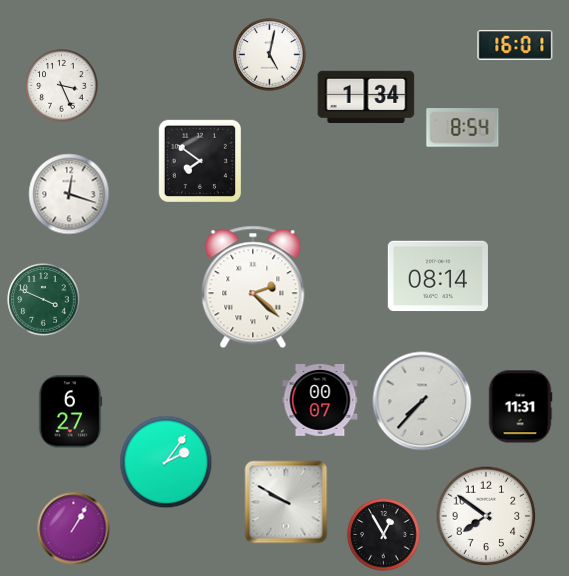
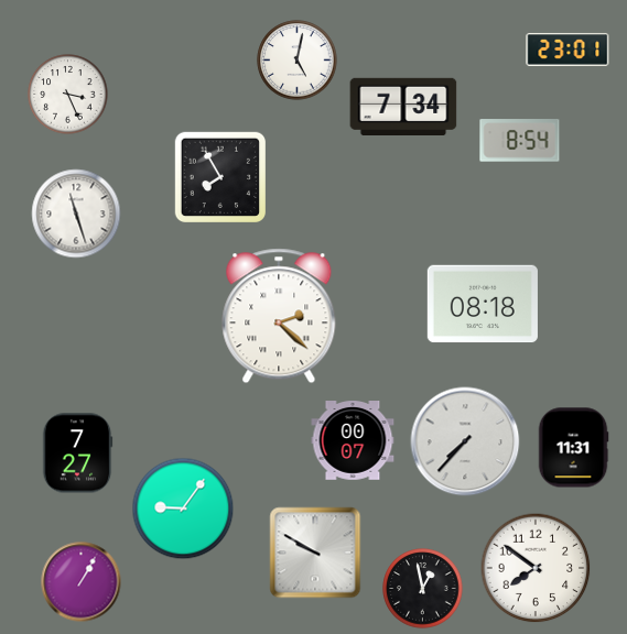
clock at (515, 45): 16:01 -> 23:01
clock at (366, 96): 1:34 -> 7:34
clock at (463, 128) position: (463, 128) -> (520, 141)
clock at (199, 160): 7:51 -> 7:55
clock at (69, 194): 12:18 -> 11:27
clock at (438, 276): 08:14 -> 08:18
clock at (44, 300): 3:49 -> none
clock at (70, 412): 6:27 -> 7:27
clock at (166, 462): 2:06 -> 9:06
clock at (384, 535): 12:55 -> 12:58
